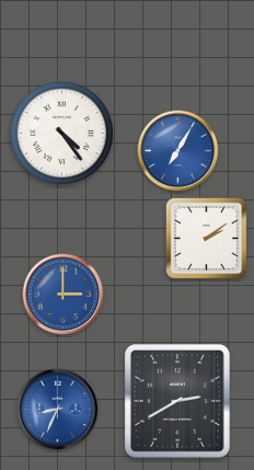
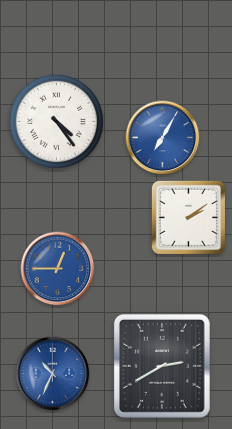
clock at (63, 295): 3:00 -> 12:45
clock at (58, 410): 8:34 -> 10:34
